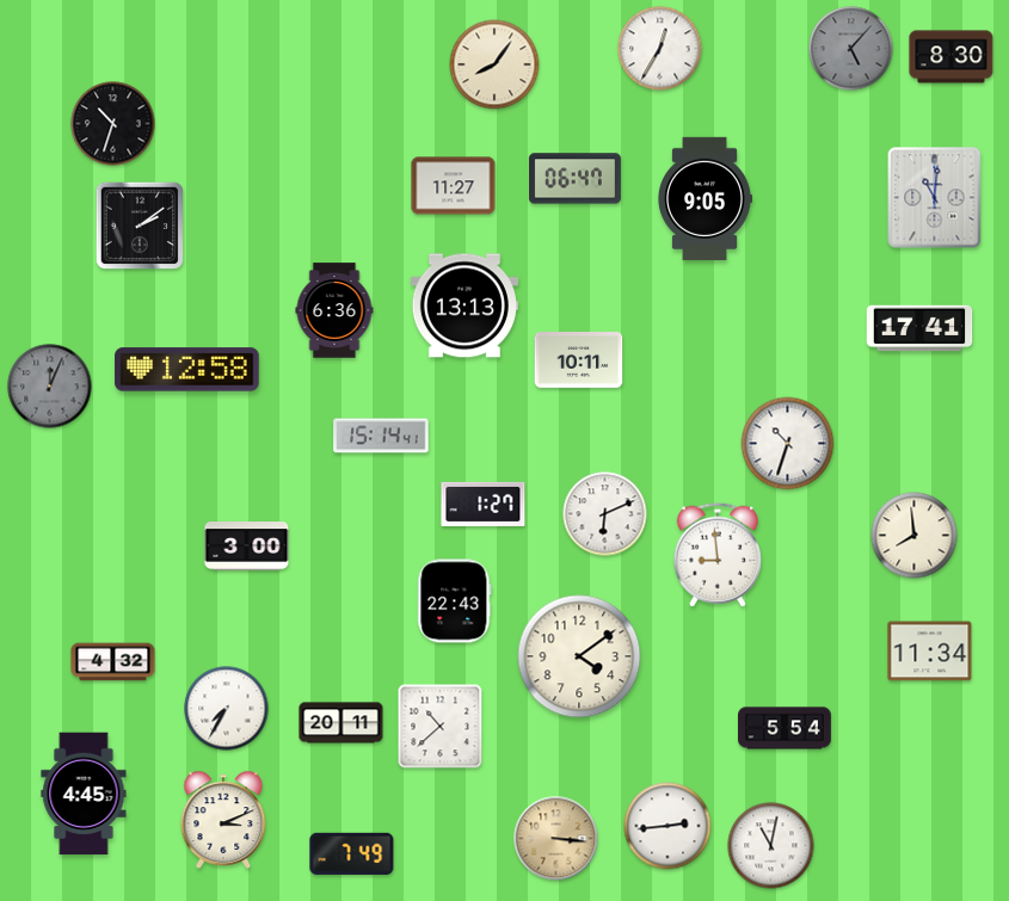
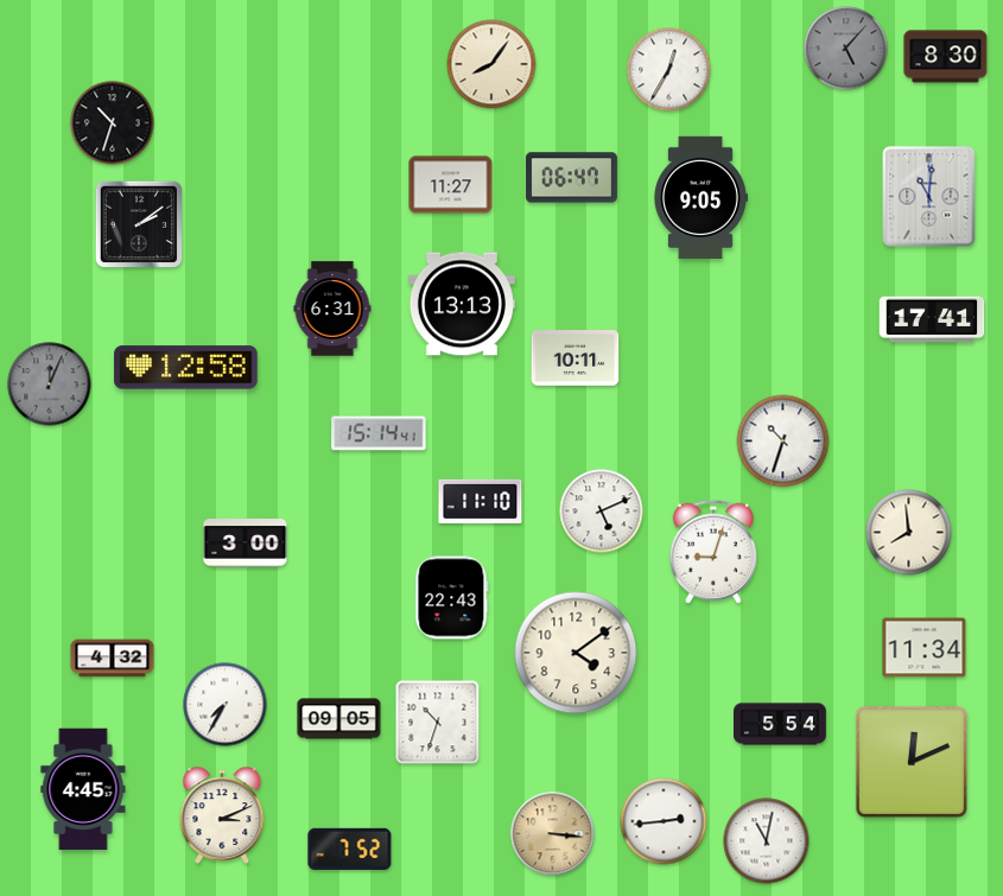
clock at (660, 49) position: (660, 49) -> (669, 70)
clock at (334, 310): 6:36 -> 6:31
clock at (919, 328) position: (919, 328) -> (932, 319)
clock at (484, 504): 1:27 -> 11:10
clock at (605, 514): 6:11 -> 5:11
clock at (716, 555): 8:59 -> 9:03
clock at (342, 723): 20:11 -> 09:05
clock at (441, 727): 10:38 -> 10:33
clock at (912, 762): none -> 12:11
clock at (352, 853): 7:49 -> 7:52
